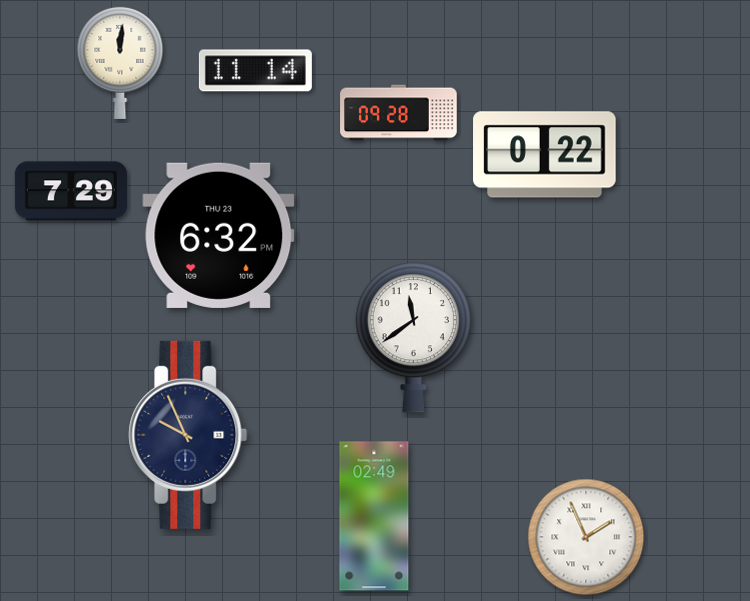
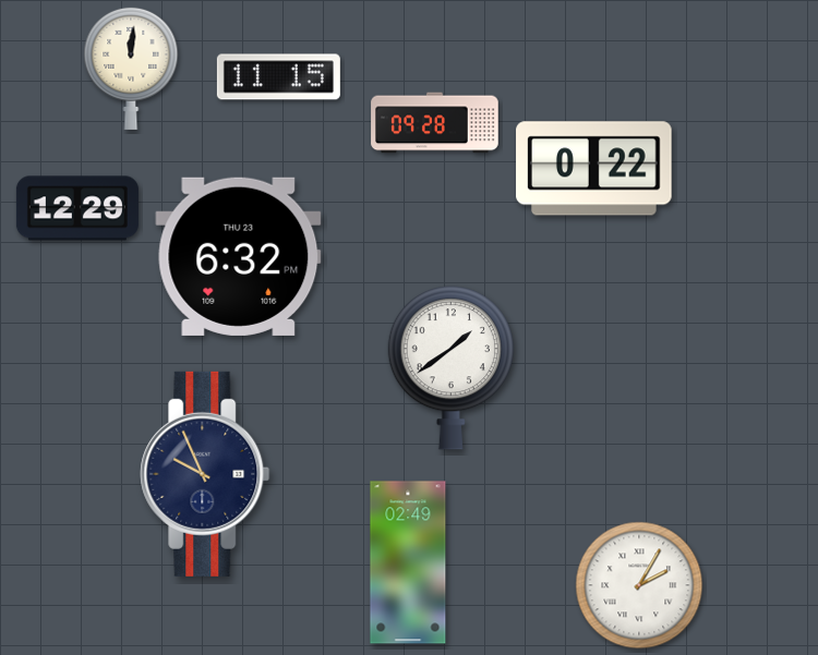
clock at (255, 71): 11:14 -> 11:15
clock at (71, 191): 7:29 -> 12:29
clock at (413, 338): 11:39 -> 1:39
clock at (586, 537): 1:56 -> 2:05
